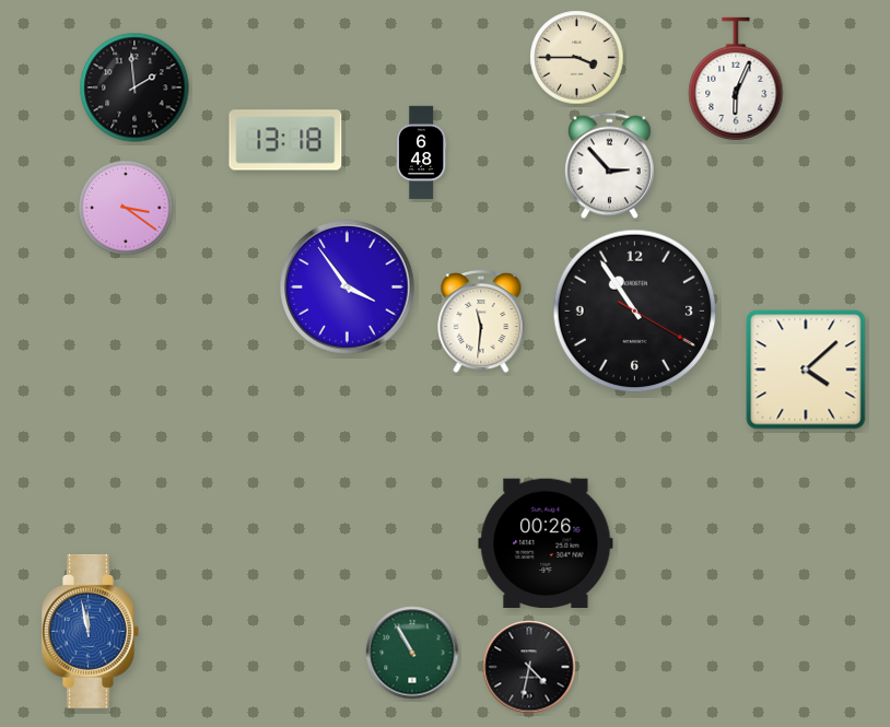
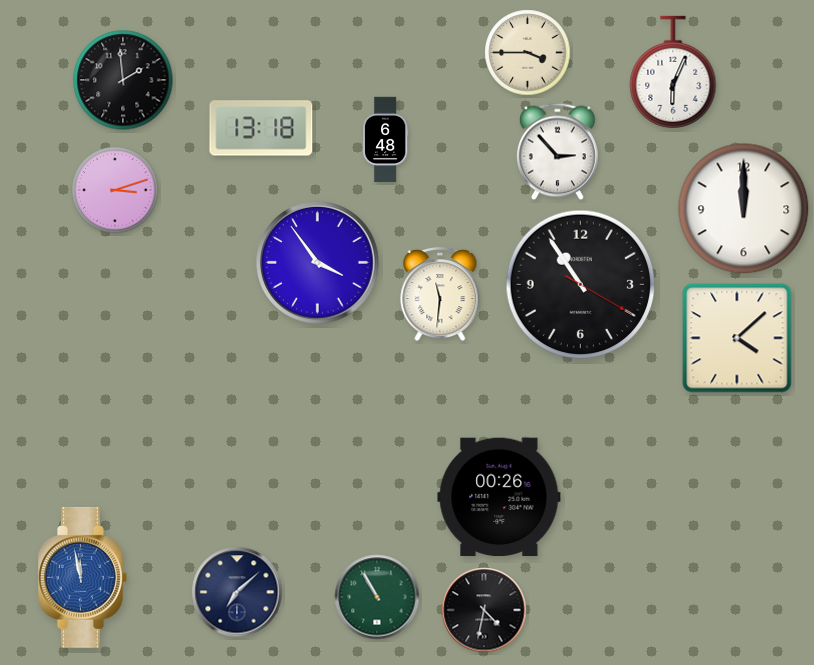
clock at (126, 208): 3:21 -> 3:12
clock at (744, 209): none -> 12:00
clock at (237, 592): none -> 7:08
